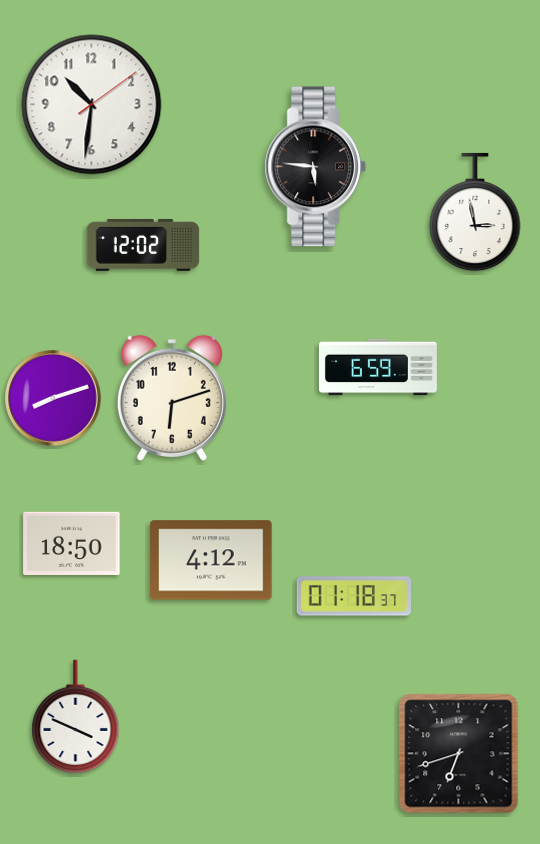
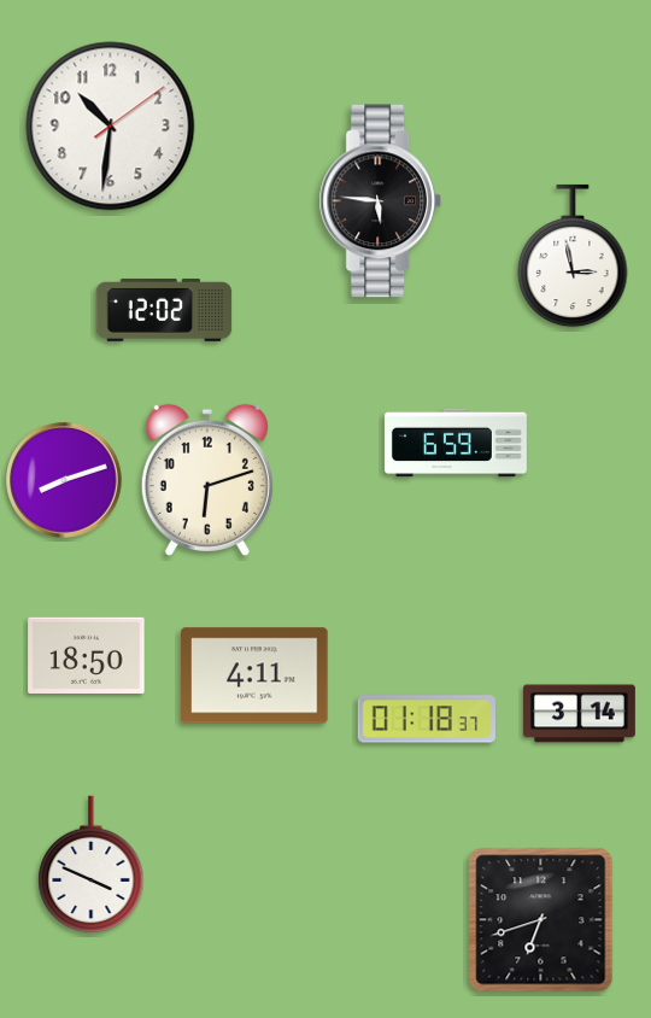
clock at (143, 245) position: (143, 245) -> (164, 310)
clock at (211, 560): 4:12 -> 4:11
clock at (580, 714): none -> 3:14
clock at (459, 754) position: (459, 754) -> (541, 920)
